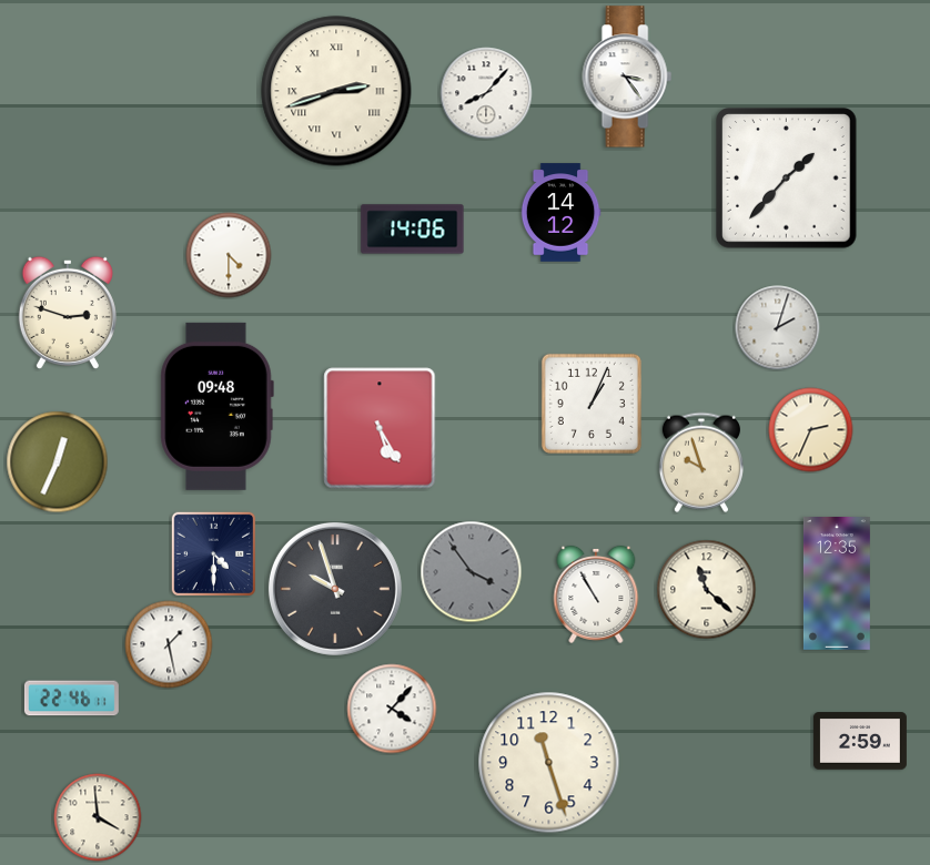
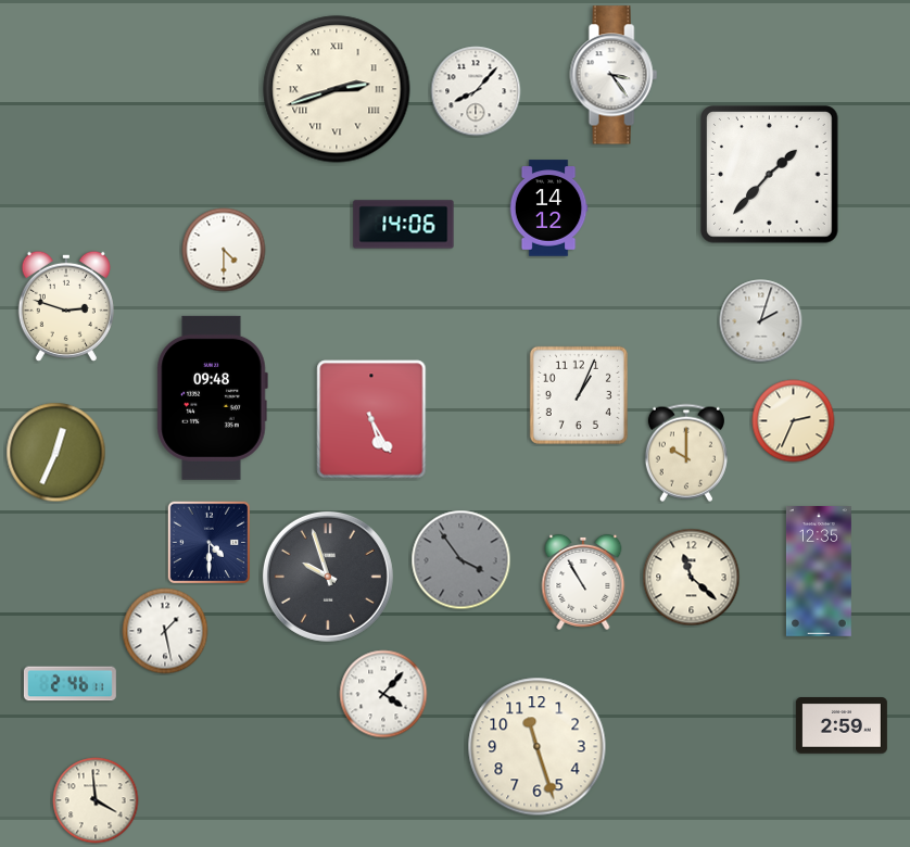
clock at (336, 91) position: (336, 91) -> (337, 89)
clock at (701, 462): 9:57 -> 10:00
clock at (71, 699): 22:46 -> 2:46
